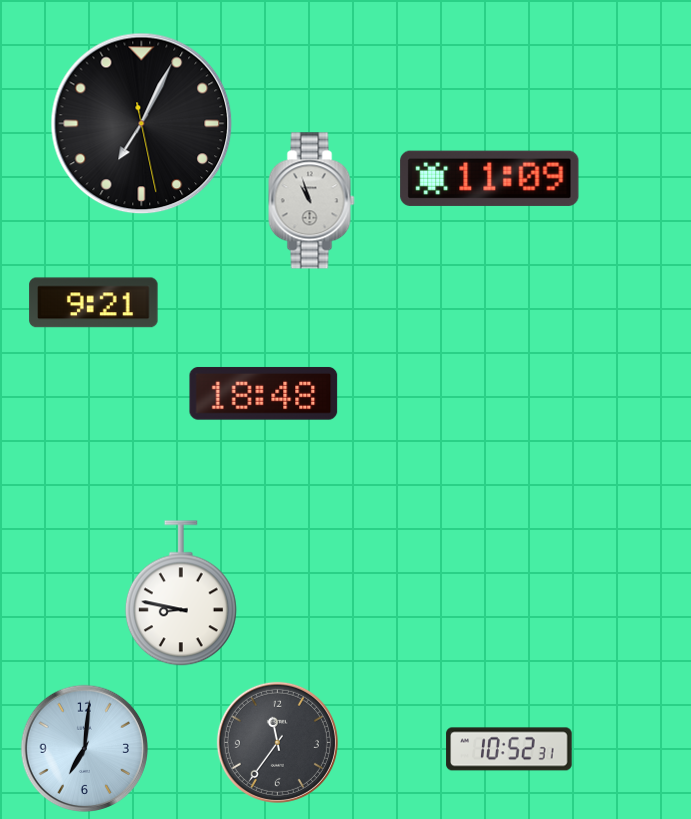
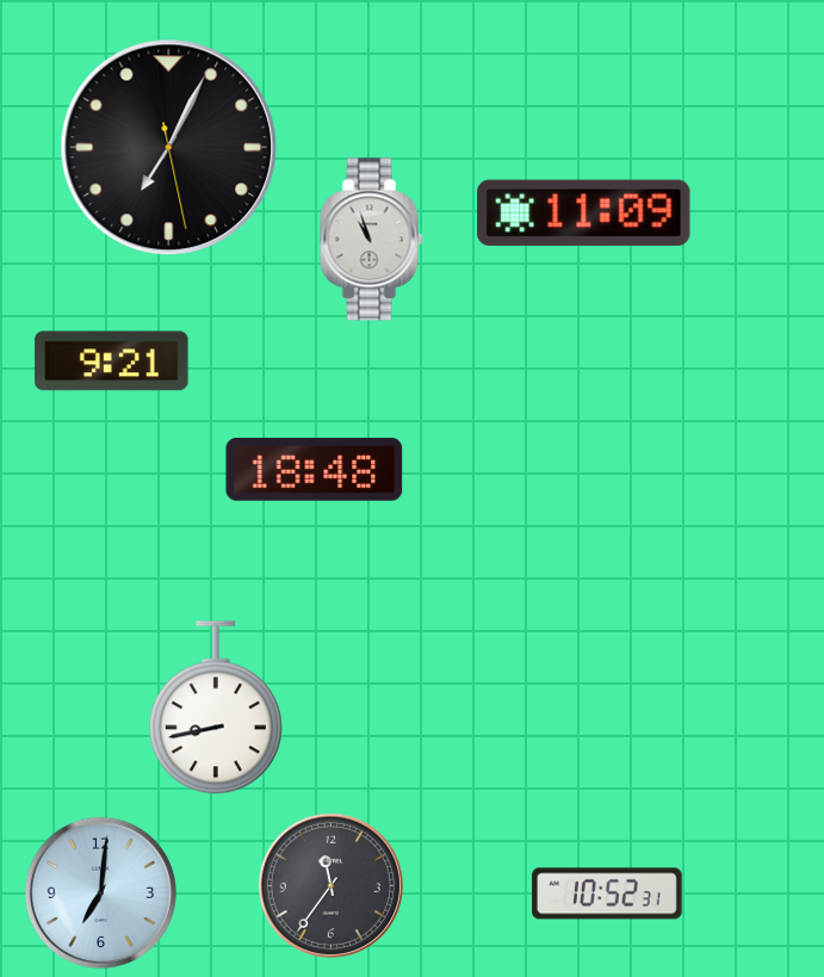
clock at (181, 593): 8:47 -> 8:43
